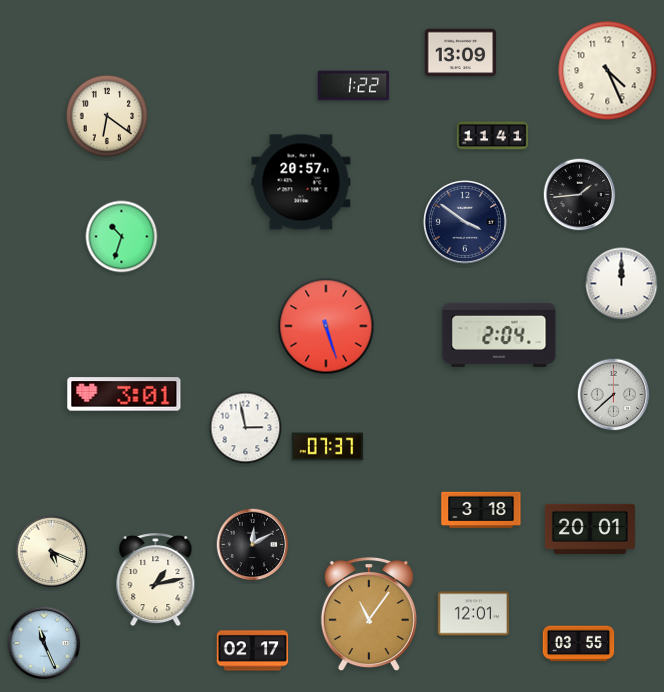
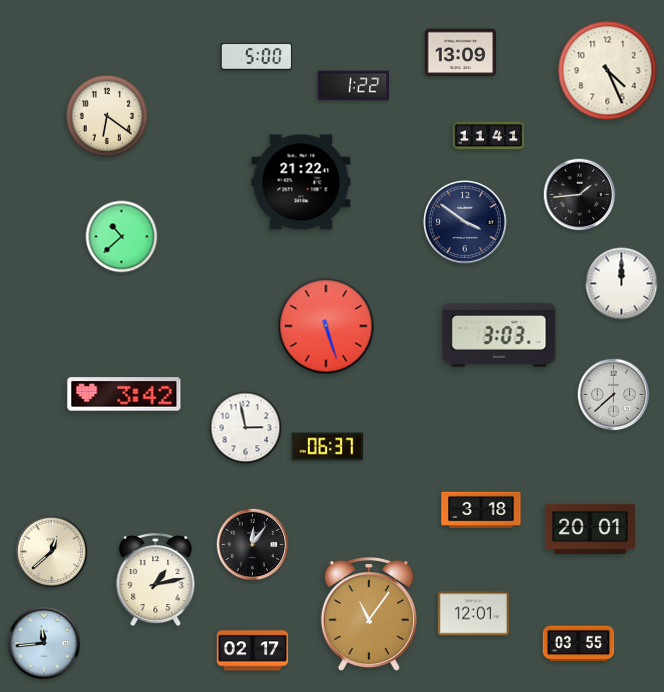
clock at (257, 56): none -> 5:00
clock at (493, 136) position: (493, 136) -> (489, 136)
clock at (301, 182): 20:57 -> 21:22
clock at (122, 237): 10:33 -> 10:38
clock at (499, 335): 2:04 -> 3:03
clock at (124, 394): 3:01 -> 3:42
clock at (328, 447): 07:37 -> 06:37
clock at (253, 545): 12:10 -> 12:06
clock at (52, 552): 5:19 -> 12:38
clock at (44, 643): 11:26 -> 11:44
